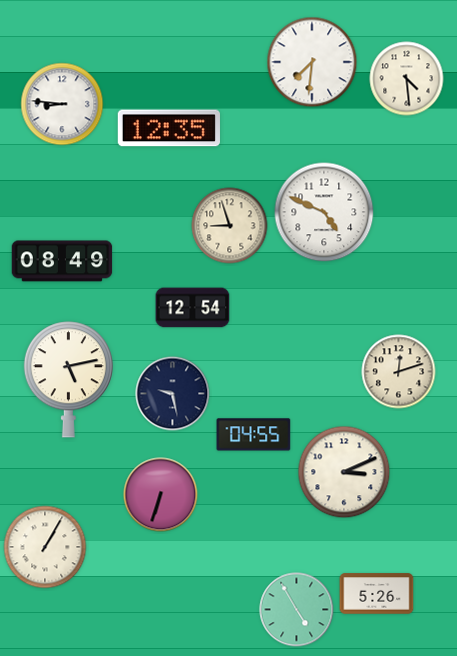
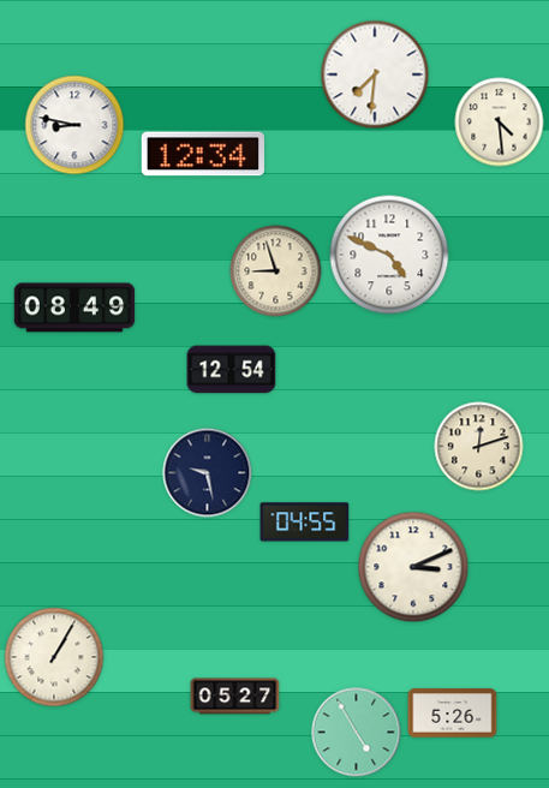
clock at (407, 79) position: (407, 79) -> (500, 123)
clock at (62, 104): 8:46 -> 8:47
clock at (169, 128): 12:35 -> 12:34
clock at (62, 261) position: (62, 261) -> (74, 308)
clock at (68, 380): 5:13 -> none
clock at (161, 495): 6:33 -> none
clock at (235, 697): none -> 05:27
